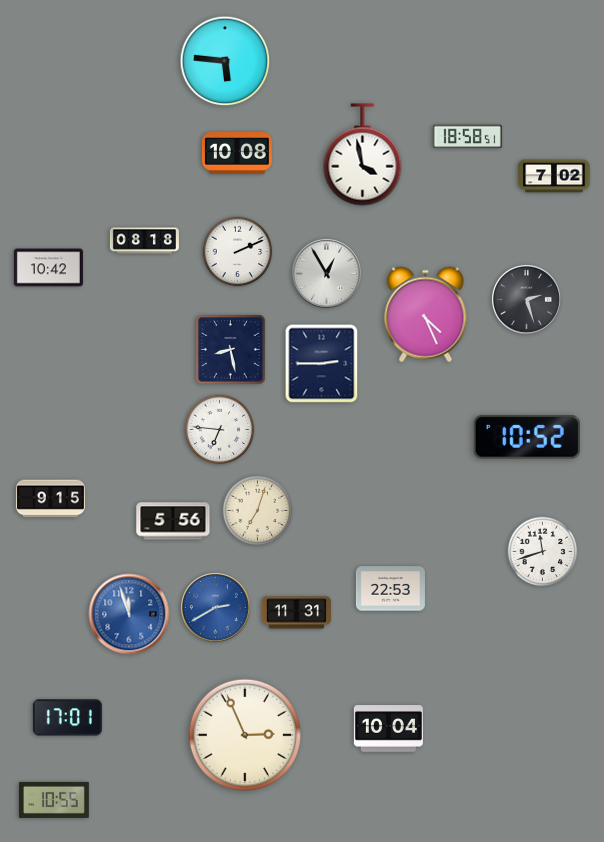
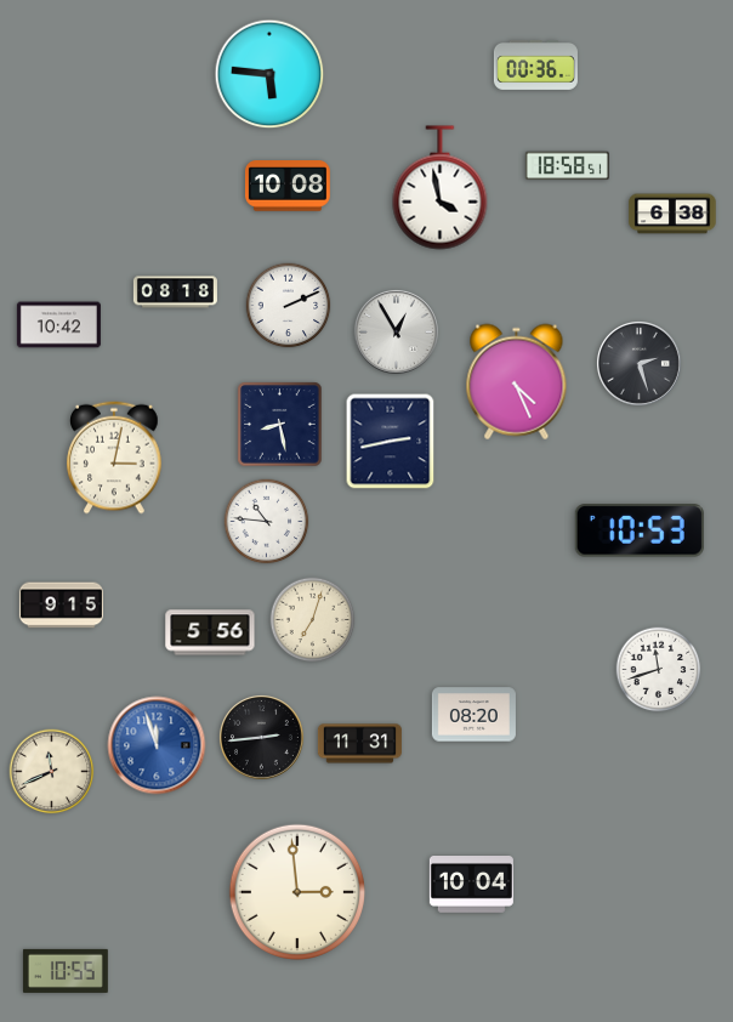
clock at (535, 66): none -> 00:36
clock at (225, 61) position: (225, 61) -> (269, 74)
clock at (554, 176): 7:02 -> 6:38
clock at (322, 364): 2:45 -> 2:43
clock at (114, 458): none -> 3:02
clock at (220, 430): 6:46 -> 10:46
clock at (527, 437): 10:52 -> 10:53
clock at (390, 589): 22:53 -> 08:20
clock at (216, 608): 2:40 -> 2:44
clock at (216, 608) dial: blue -> black
clock at (52, 772): none -> 11:41
clock at (67, 718): 17:01 -> none
clock at (244, 734): 2:56 -> 2:59
